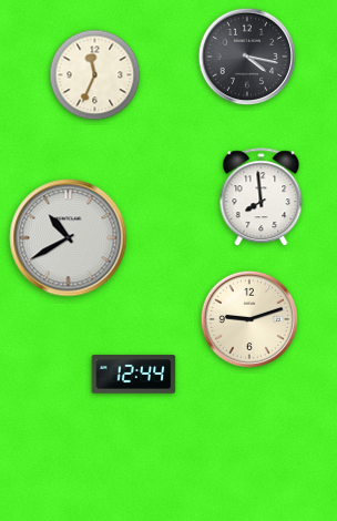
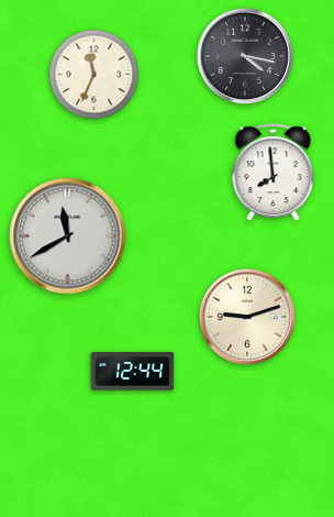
clock at (262, 197) position: (262, 197) -> (274, 173)
clock at (69, 238): 10:40 -> 11:40
